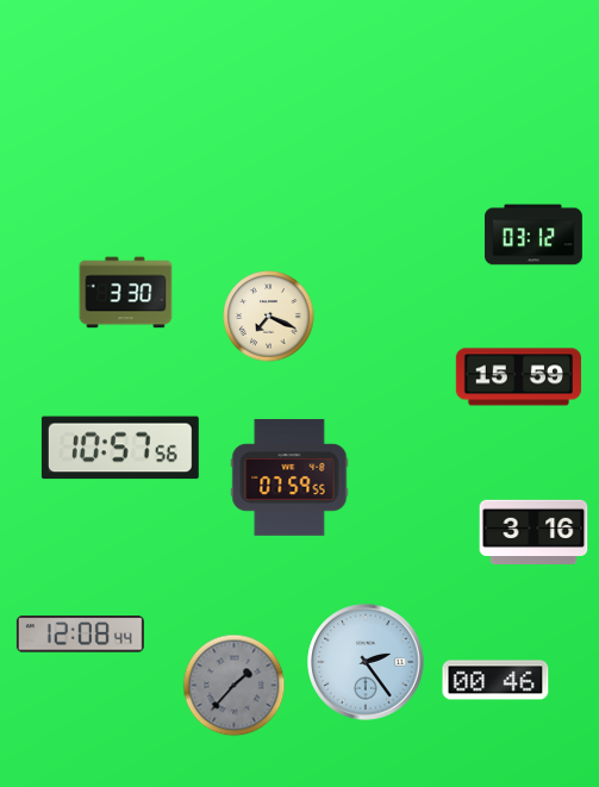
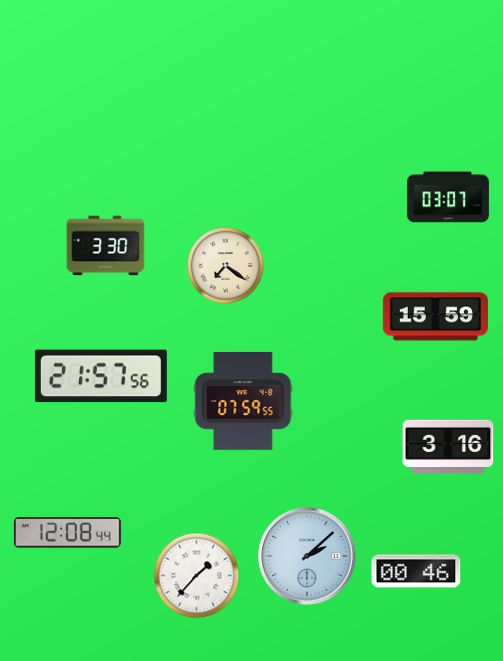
clock at (534, 235): 03:12 -> 03:07
clock at (269, 317): 7:19 -> 7:21
clock at (120, 448): 10:57 -> 21:57
clock at (366, 662): 2:24 -> 2:08
clock at (235, 686) dial: grey -> white
